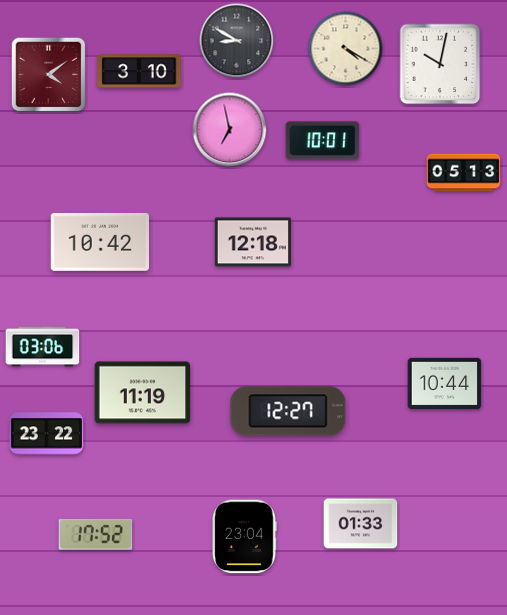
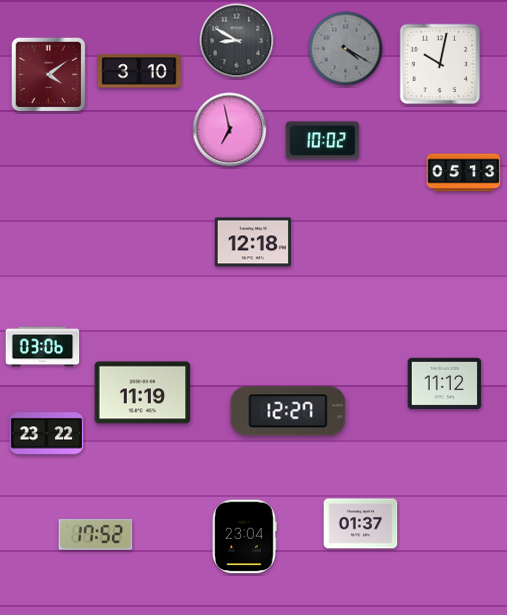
clock at (346, 49) dial: cream -> grey
clock at (323, 141): 10:01 -> 10:02
clock at (99, 242): 10:42 -> none
clock at (445, 384): 10:44 -> 11:12
clock at (361, 524): 01:33 -> 01:37
